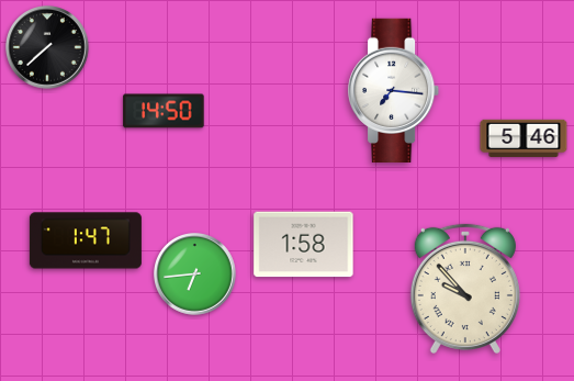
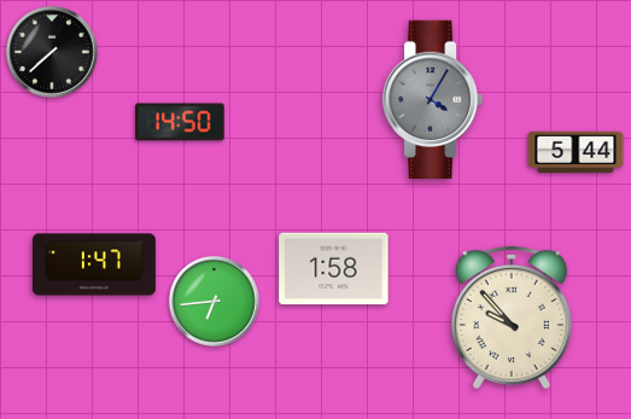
clock at (395, 90): 7:16 -> 4:05
clock at (395, 90) dial: white -> grey
clock at (524, 137): 5:46 -> 5:44
